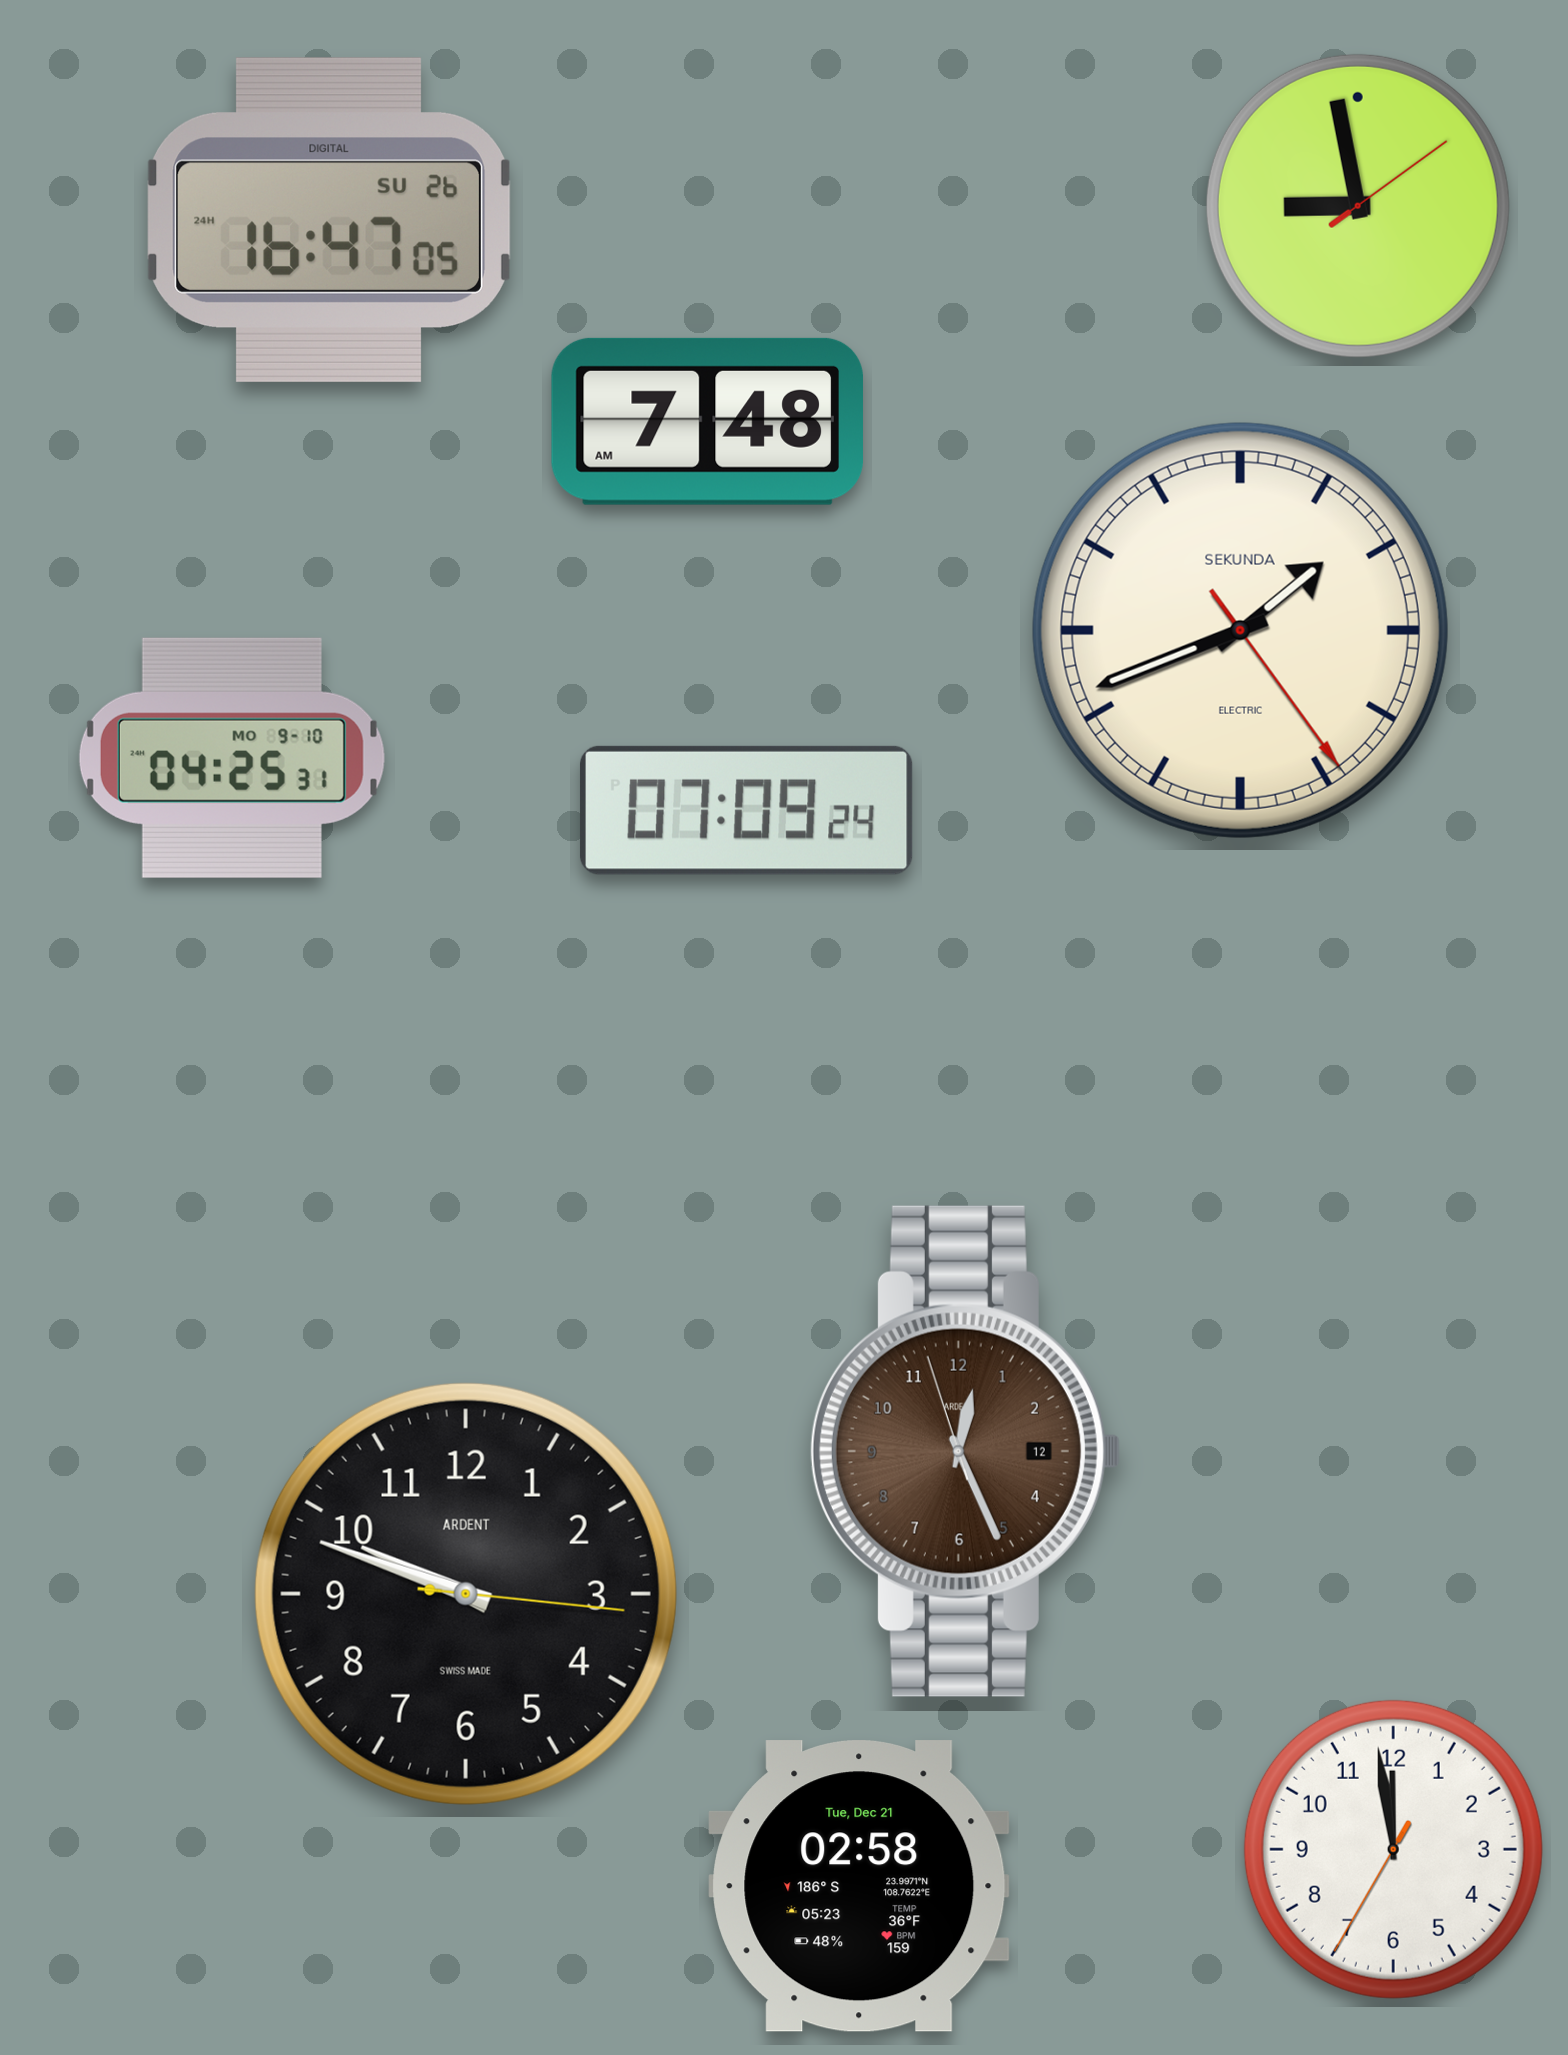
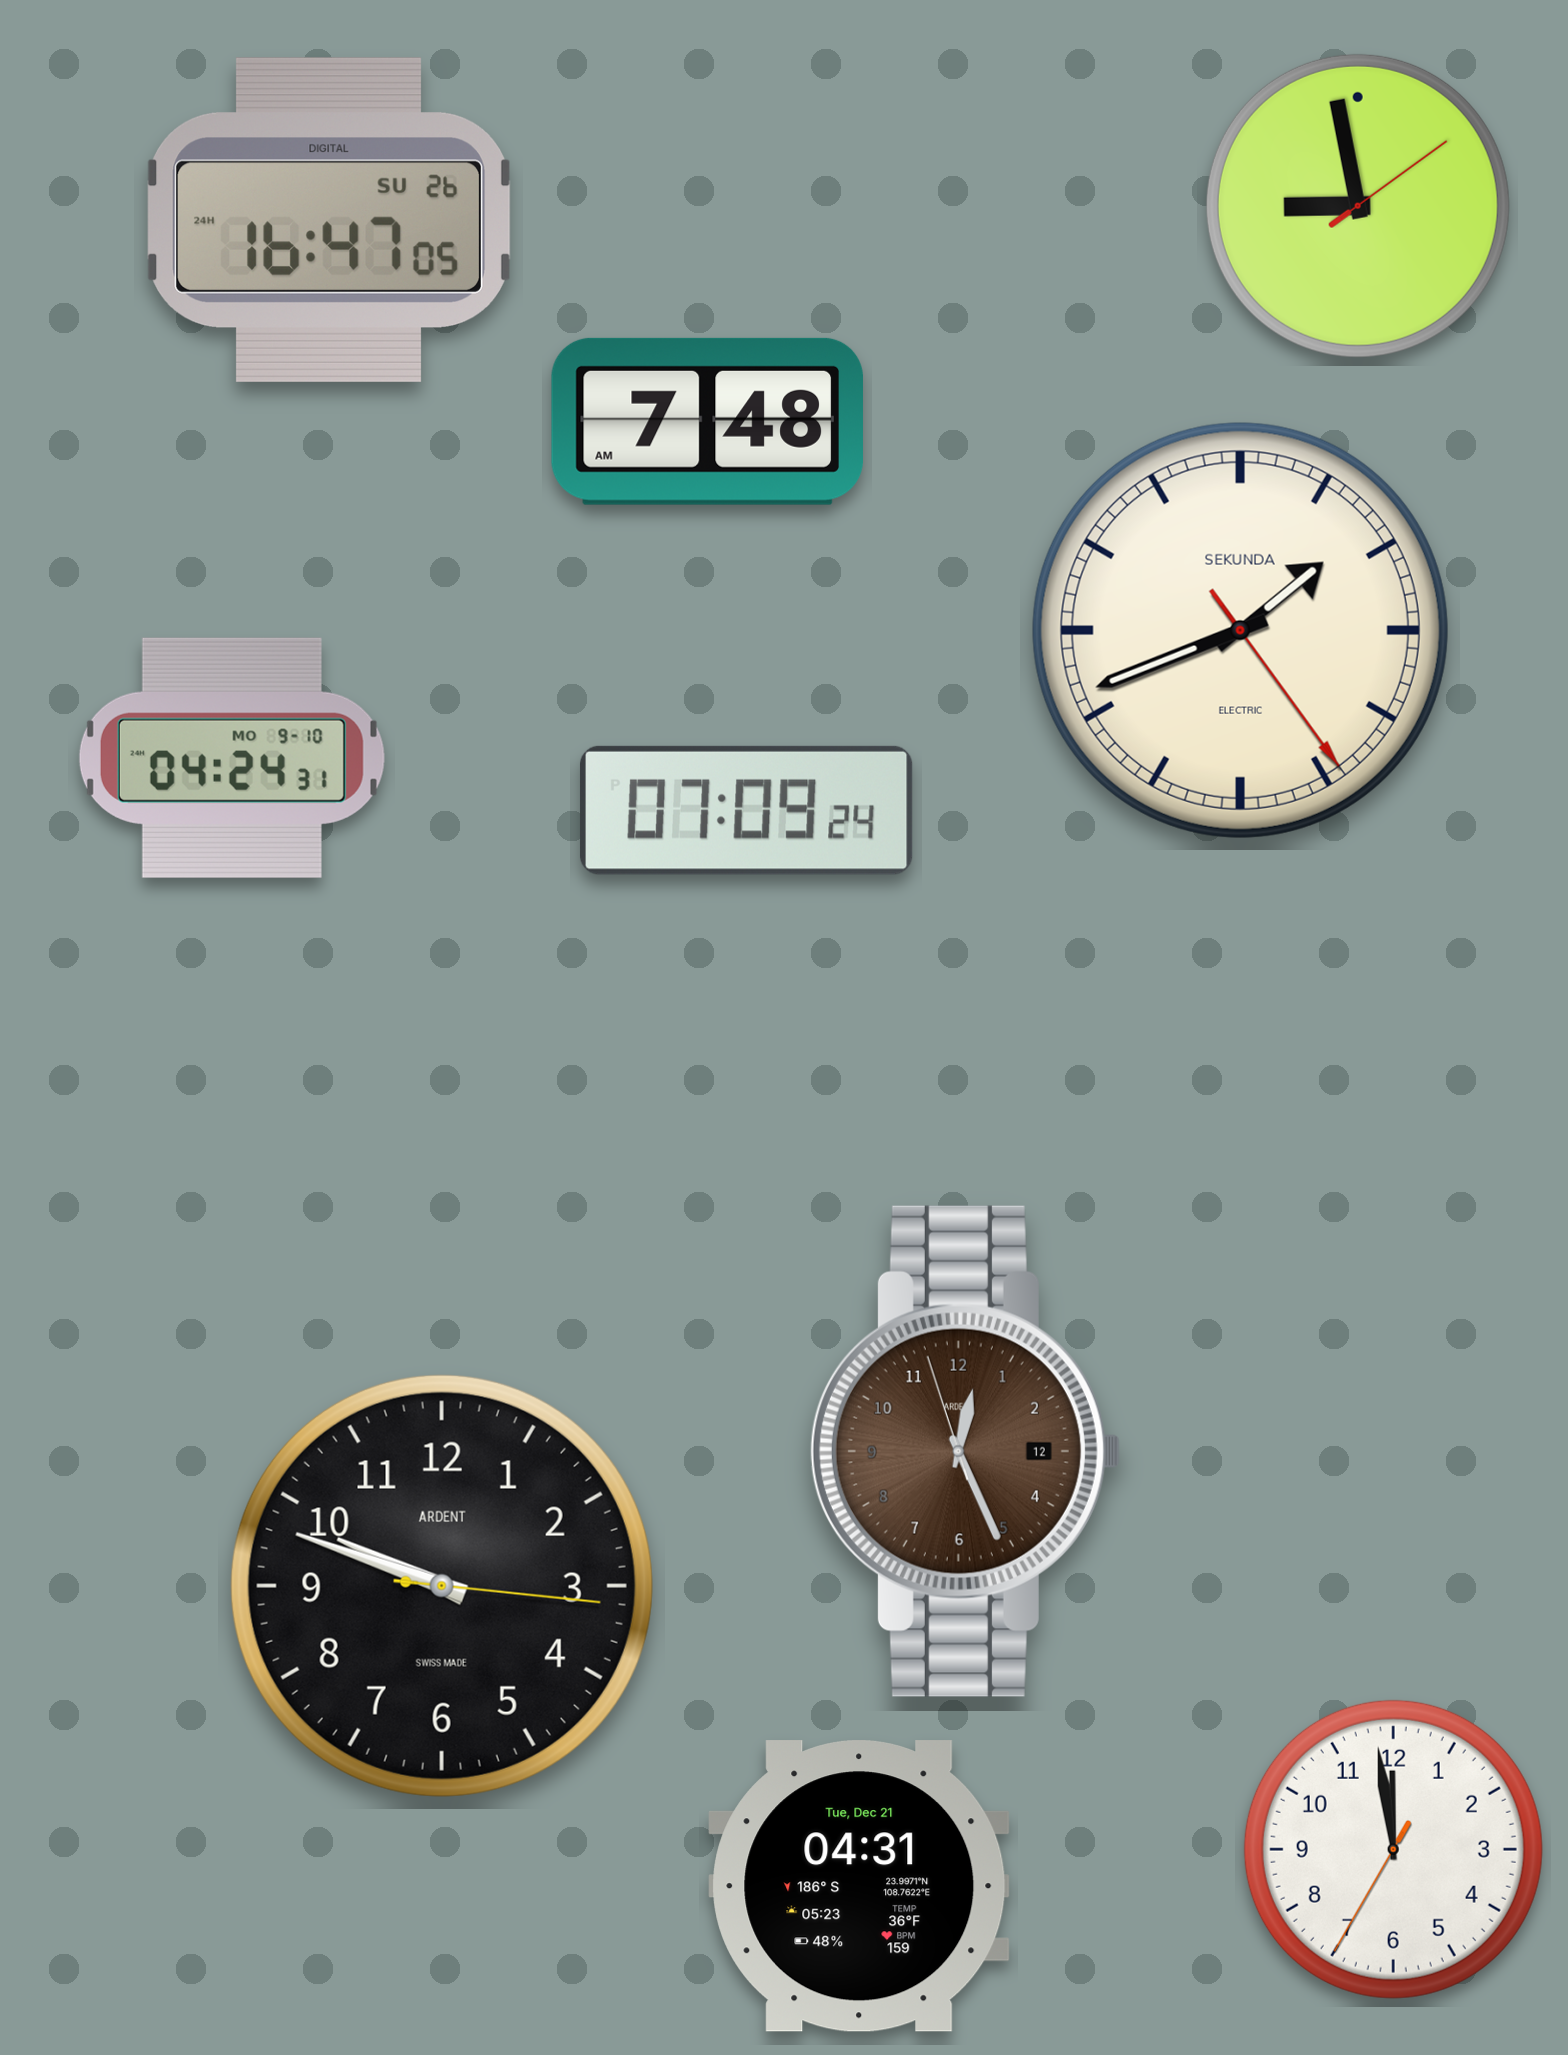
clock at (232, 758): 04:25 -> 04:24
clock at (466, 1594) position: (466, 1594) -> (442, 1586)
clock at (859, 1886): 02:58 -> 04:31
